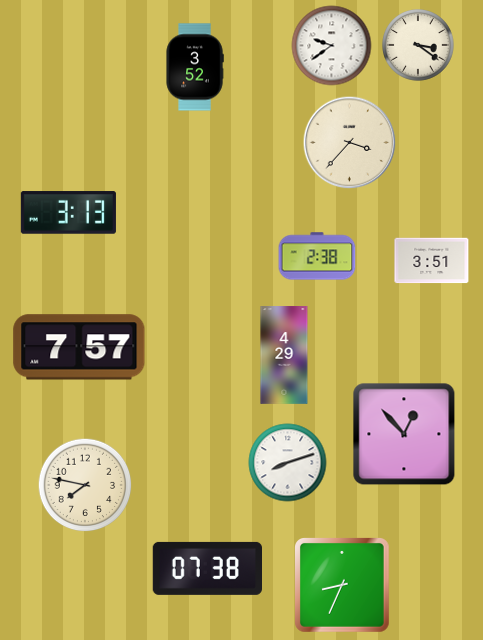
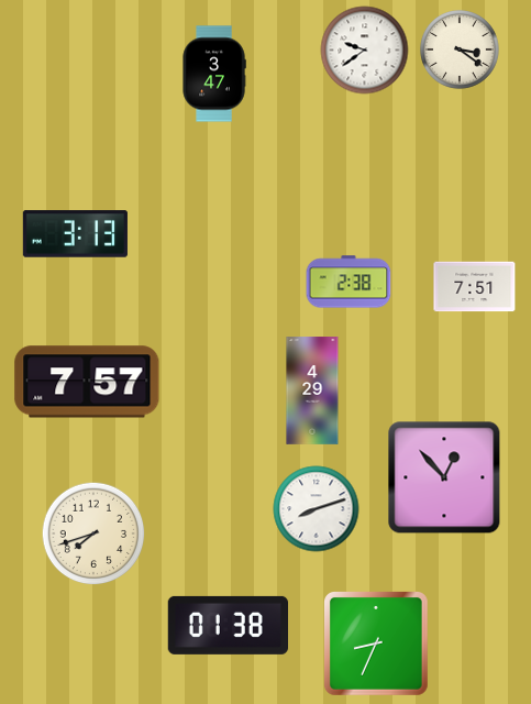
clock at (195, 67): 3:52 -> 3:47
clock at (350, 143): 3:37 -> none
clock at (432, 261): 3:51 -> 7:51
clock at (85, 485): 7:47 -> 7:42
clock at (207, 568): 07:38 -> 01:38
